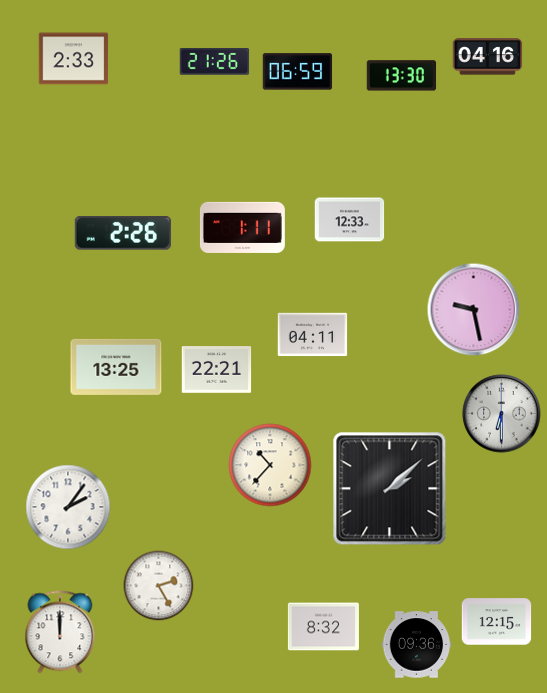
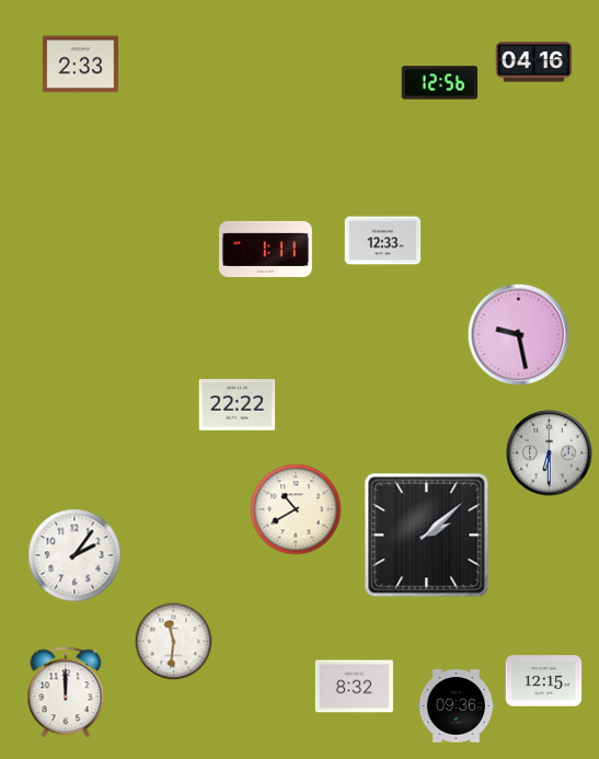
clock at (215, 62): 21:26 -> none
clock at (298, 72): 06:59 -> none
clock at (402, 76): 13:30 -> 12:56
clock at (123, 233): 2:26 -> none
clock at (474, 310) position: (474, 310) -> (519, 335)
clock at (313, 335): 04:11 -> none
clock at (116, 367): 13:25 -> none
clock at (217, 370): 22:21 -> 22:22
clock at (270, 465): 10:37 -> 10:40
clock at (159, 586): 2:25 -> 11:31
